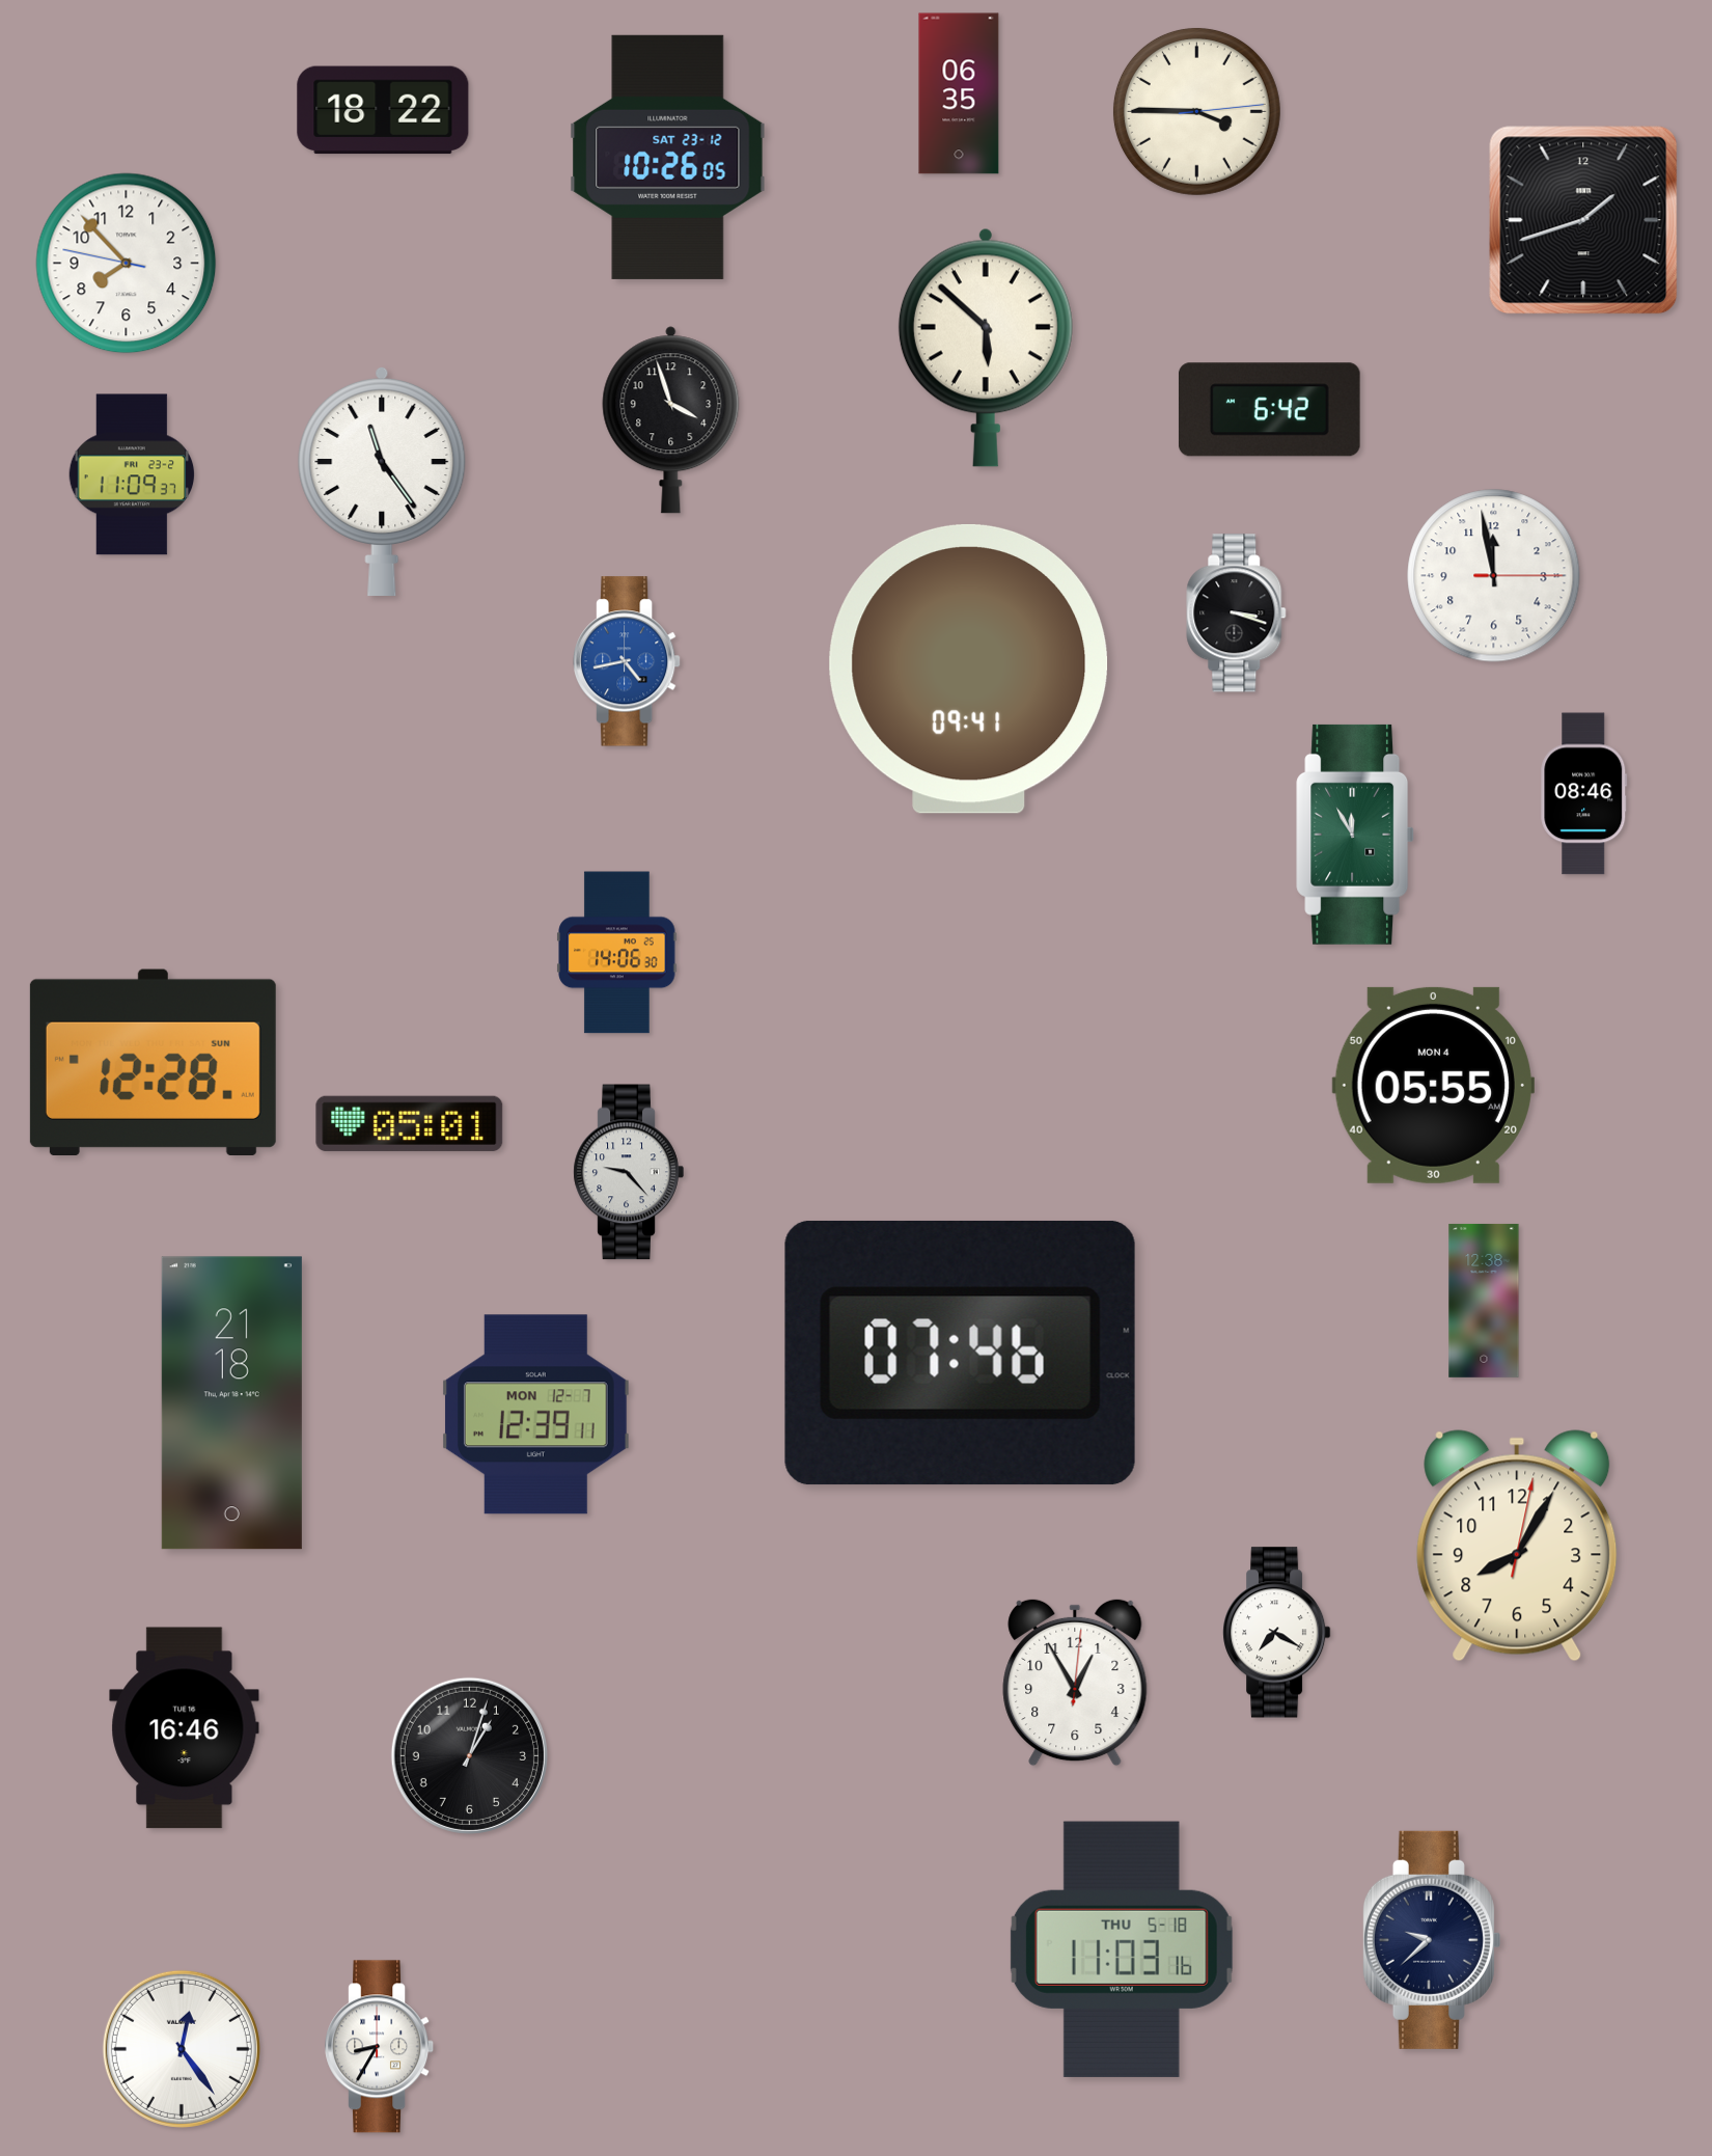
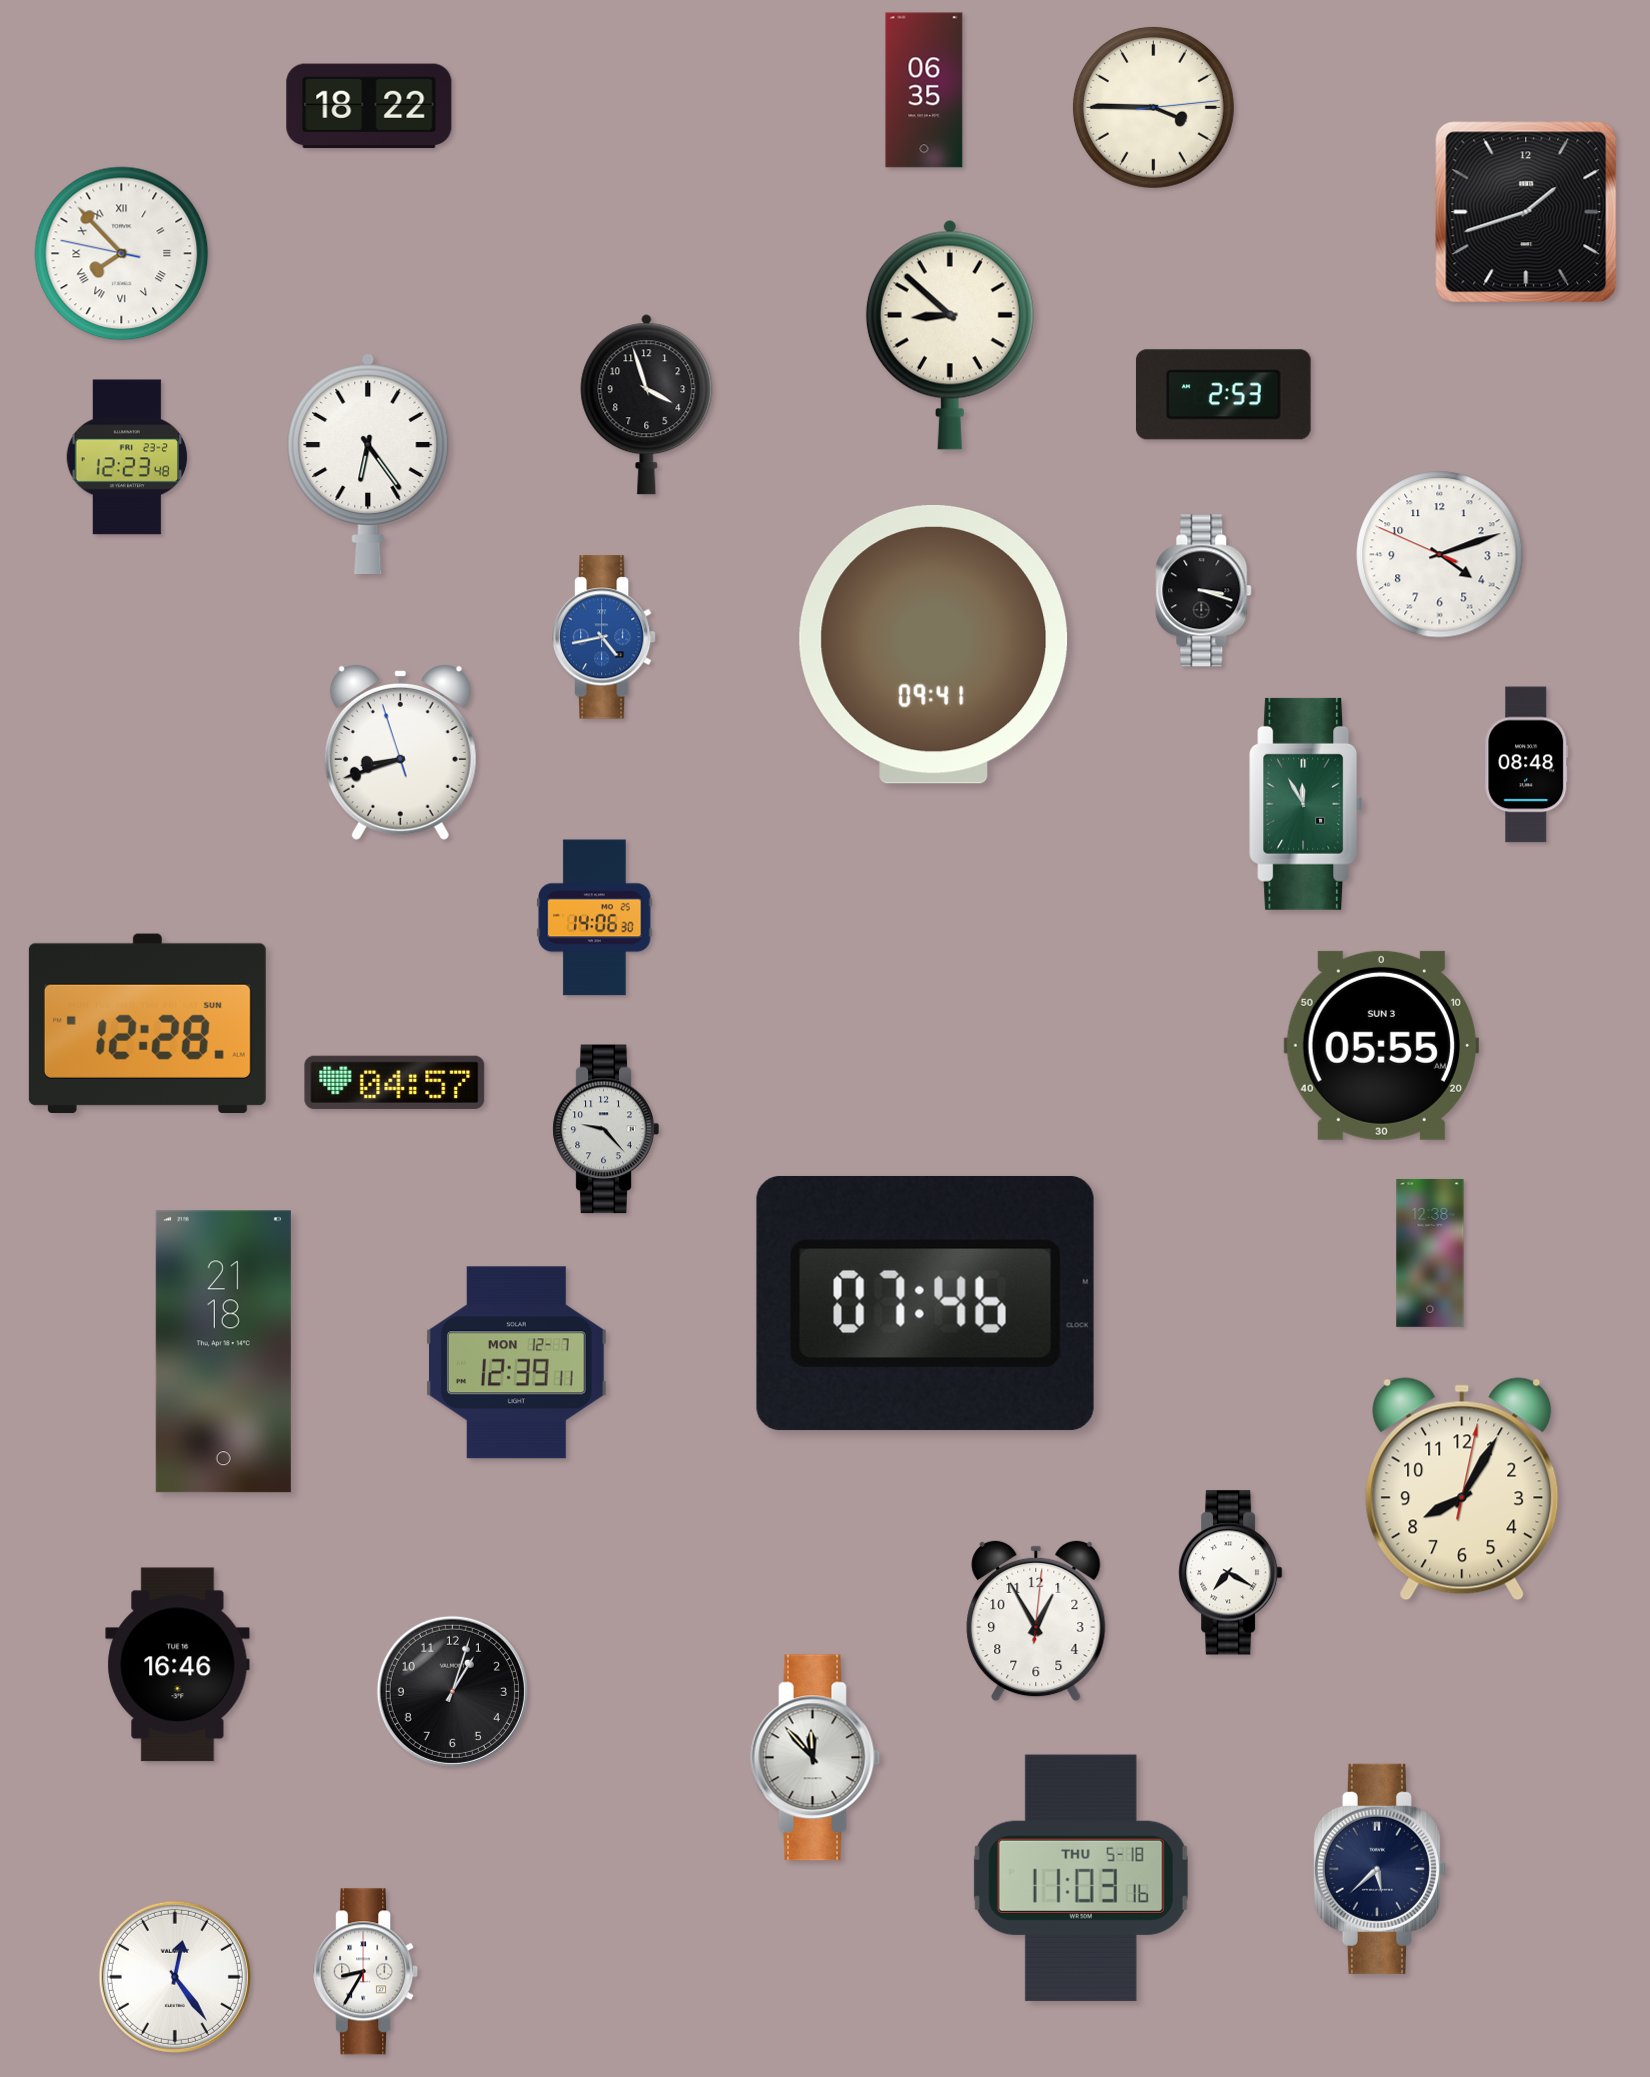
clock at (668, 157): 10:26 -> none
clock at (127, 264) numerals: Arabic -> Roman
clock at (986, 348): 5:52 -> 8:52
clock at (1270, 410): 6:42 -> 2:53
clock at (132, 474): 11:09 -> 12:23
clock at (382, 481): 11:24 -> 6:24
clock at (1494, 576): 11:58 -> 4:11
clock at (1237, 613) position: (1237, 613) -> (1204, 591)
clock at (400, 752): none -> 8:41
clock at (1584, 794): 08:46 -> 08:48
clock at (1433, 1085) date: MON 4 -> SUN 3
clock at (410, 1123): 05:01 -> 04:57
clock at (816, 1758): none -> 11:53
clock at (1431, 1940): 9:38 -> 5:38
clock at (182, 2049) position: (182, 2049) -> (175, 1977)
